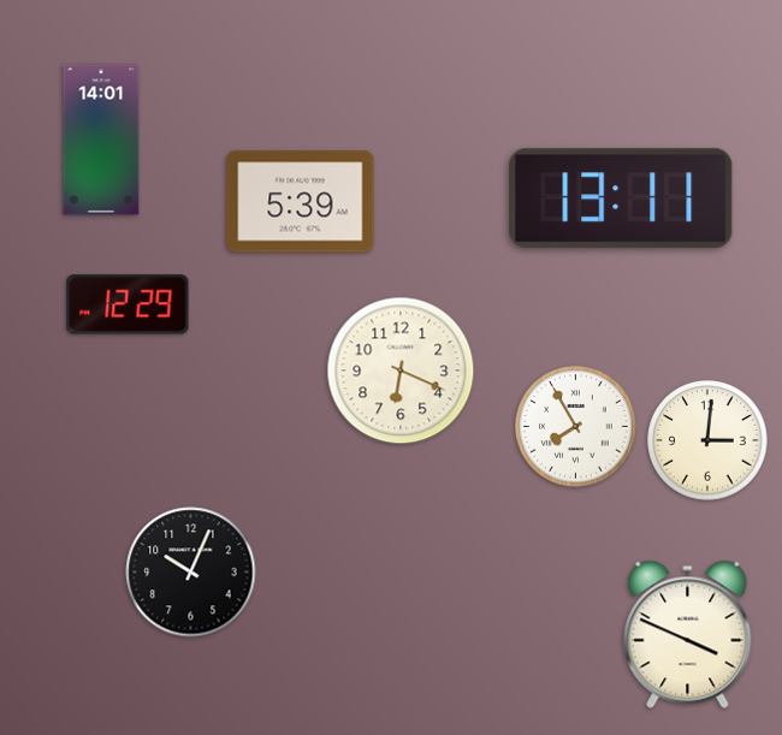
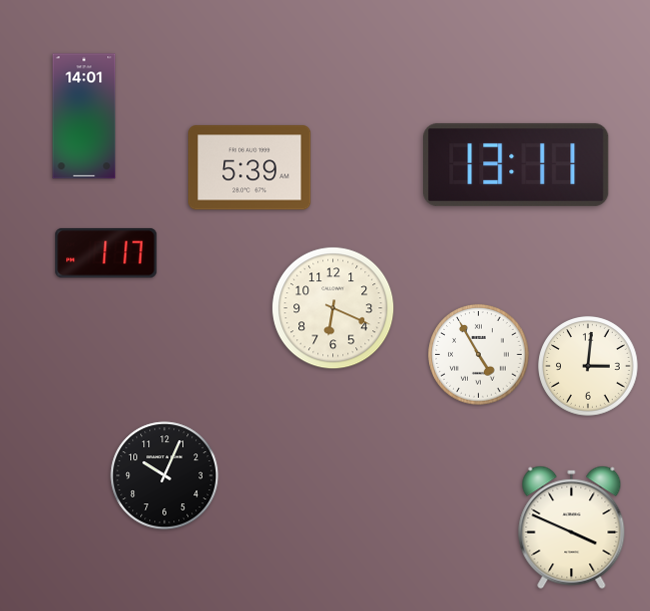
clock at (128, 304): 12:29 -> 1:17
clock at (576, 427): 7:55 -> 4:55
clock at (191, 573) position: (191, 573) -> (165, 476)
